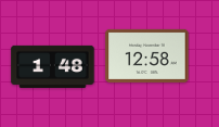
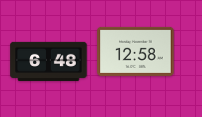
clock at (53, 66): 1:48 -> 6:48
